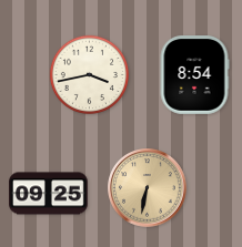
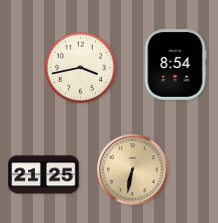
clock at (194, 75) position: (194, 75) -> (175, 65)
clock at (49, 194): 09:25 -> 21:25
